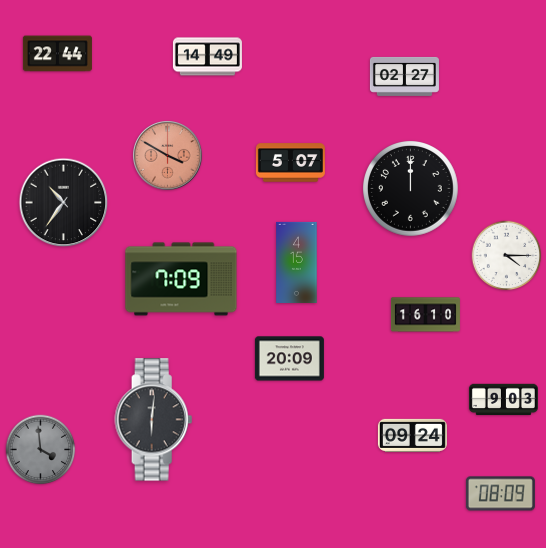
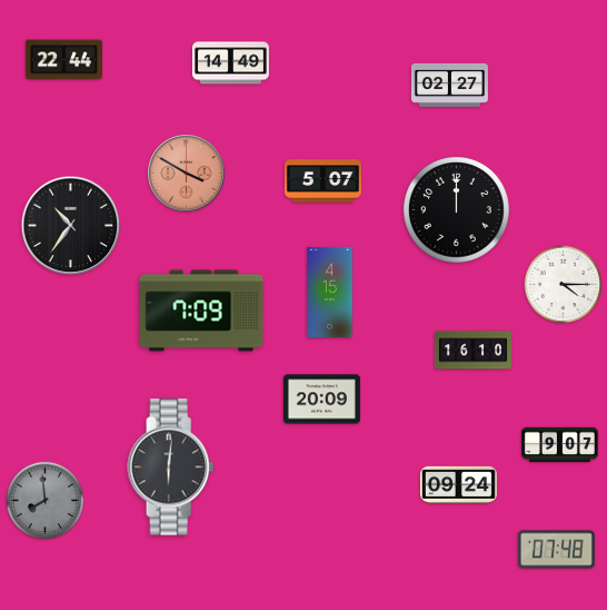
clock at (503, 400): 9:03 -> 9:07
clock at (41, 450): 3:59 -> 7:59
clock at (500, 494): 08:09 -> 07:48
